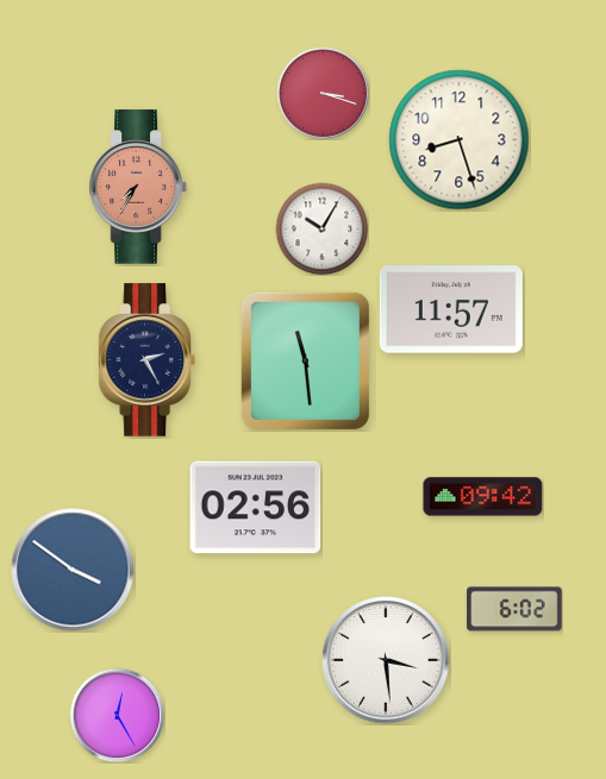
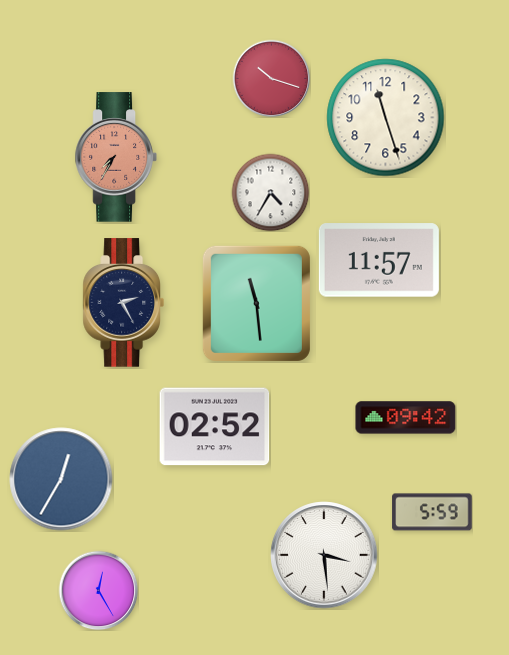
clock at (323, 93): 3:18 -> 10:18
clock at (460, 140): 8:27 -> 11:27
clock at (321, 228): 10:05 -> 4:35
clock at (256, 508): 02:56 -> 02:52
clock at (73, 570): 3:51 -> 12:35
clock at (514, 609): 6:02 -> 5:59
clock at (117, 715) position: (117, 715) -> (98, 590)
